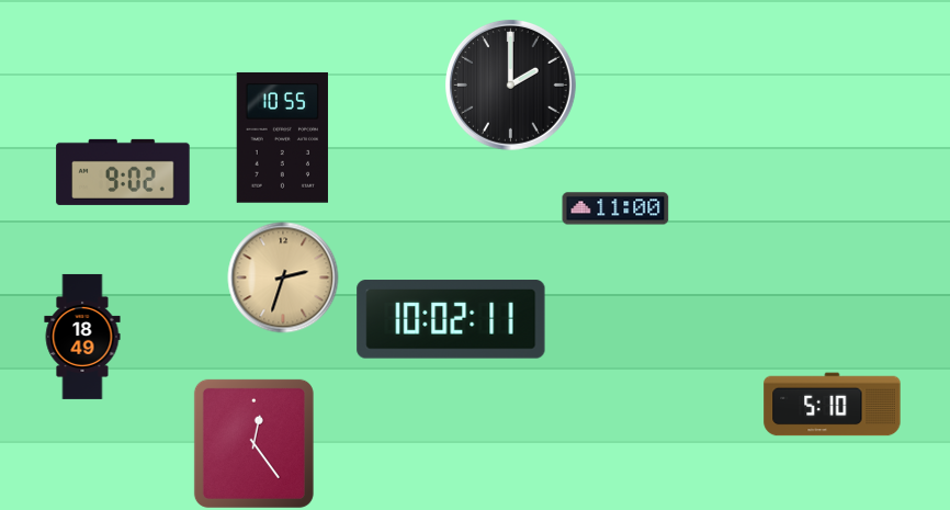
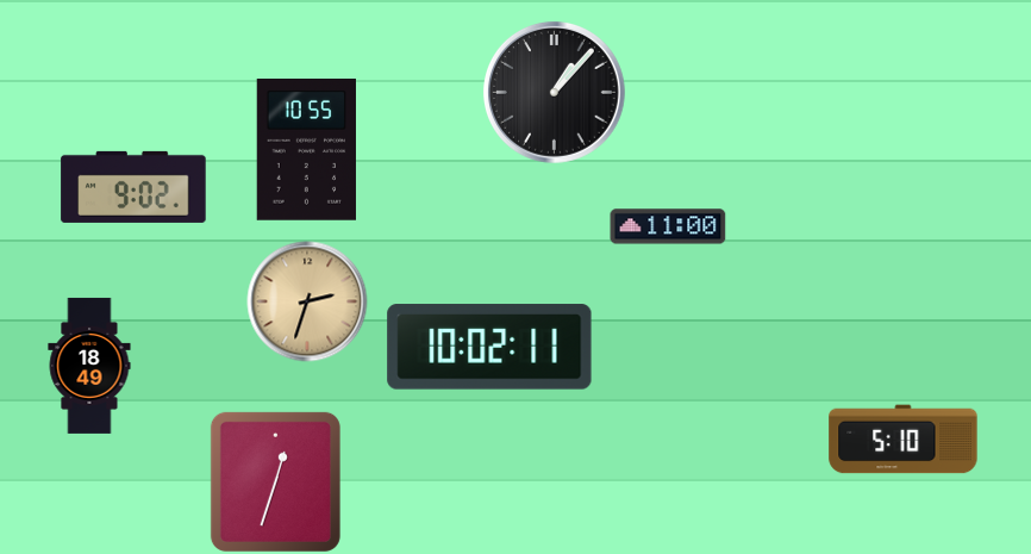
clock at (510, 84): 2:00 -> 1:07
clock at (253, 443): 12:24 -> 12:33
